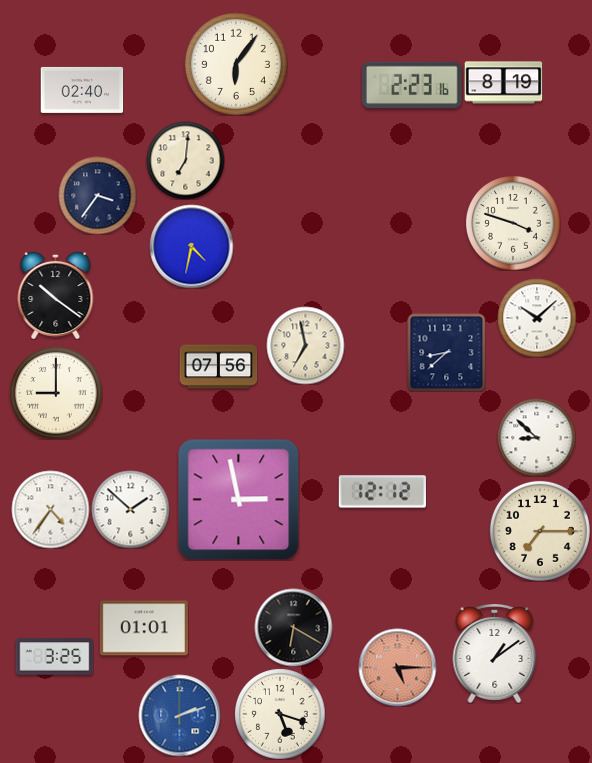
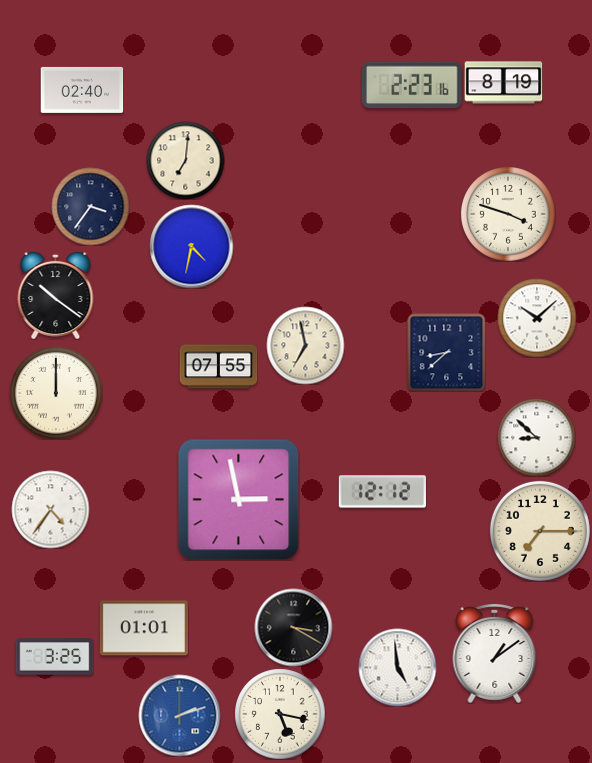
clock at (236, 64): 6:06 -> none
clock at (97, 195) position: (97, 195) -> (90, 206)
clock at (513, 223) position: (513, 223) -> (508, 214)
clock at (218, 367): 07:56 -> 07:55
clock at (56, 393): 9:00 -> 12:00
clock at (130, 509): 1:52 -> none
clock at (293, 627): 6:20 -> 3:20
clock at (397, 667): 5:15 -> 4:59
clock at (397, 667) dial: salmon -> white
clock at (280, 714): 5:18 -> 5:17
